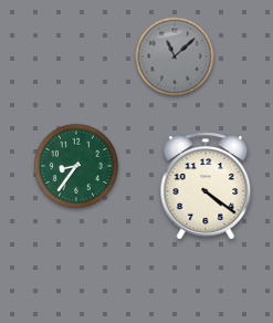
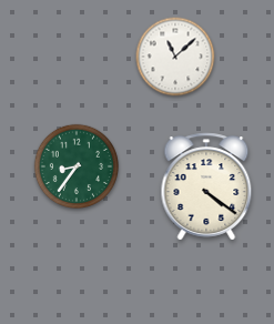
clock at (175, 56) dial: grey -> white
